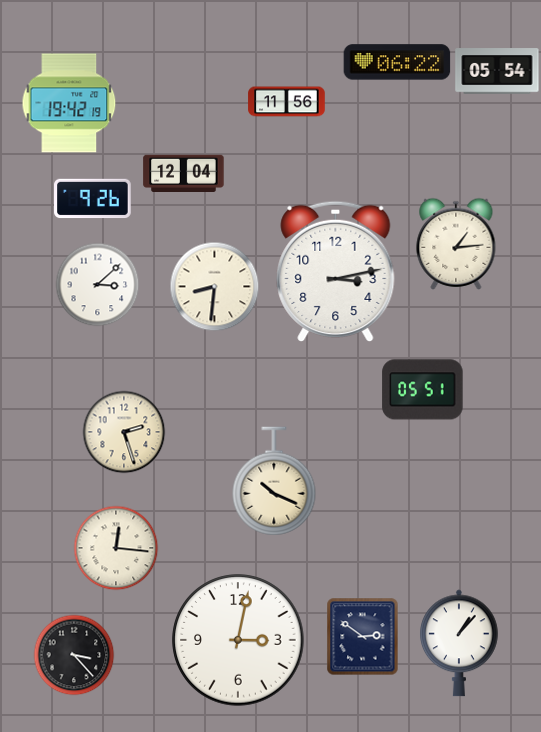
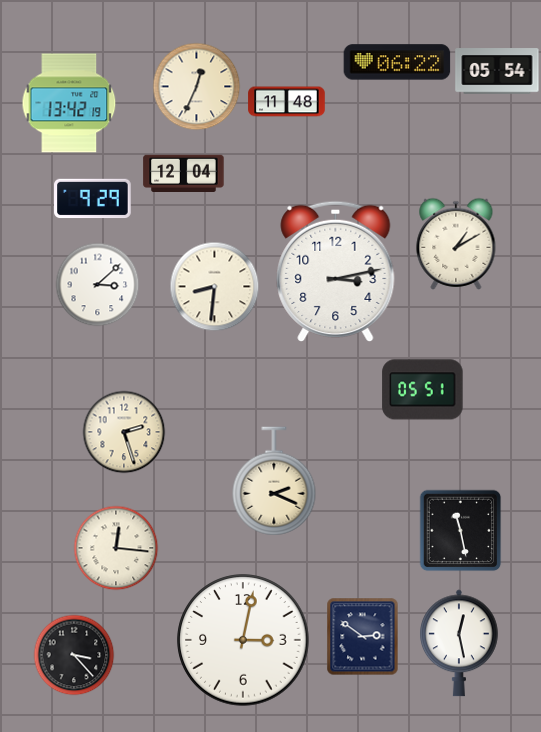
clock at (196, 86): none -> 12:34
clock at (287, 102): 11:56 -> 11:48
clock at (69, 103): 19:42 -> 13:42
clock at (93, 199): 9:26 -> 9:29
clock at (456, 244): 1:14 -> 1:10
clock at (274, 481): 10:19 -> 2:19
clock at (460, 530): none -> 11:28
clock at (238, 640) position: (238, 640) -> (243, 640)
clock at (460, 643): 1:07 -> 12:28
